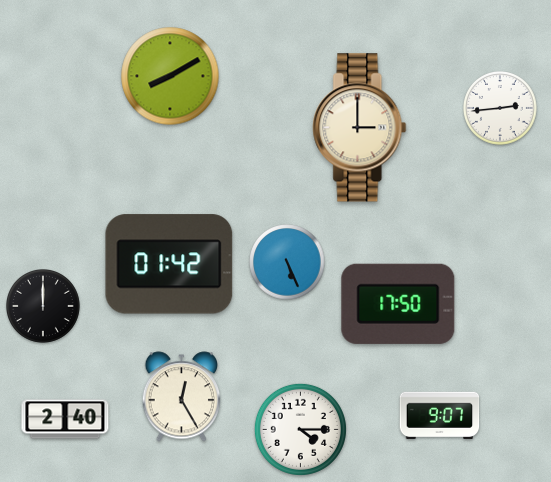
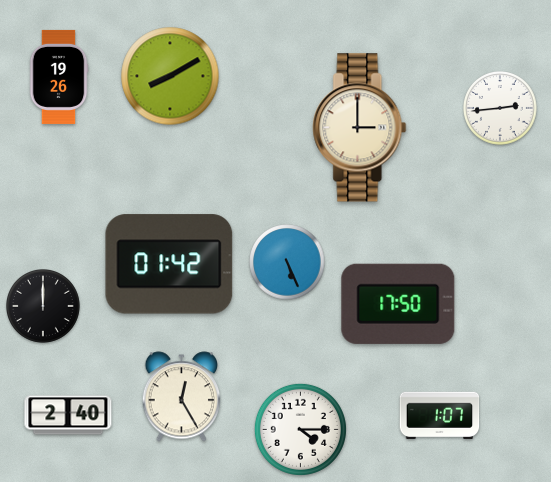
clock at (59, 77): none -> 19:26
clock at (440, 415): 9:07 -> 1:07
clock at (65, 419) position: (65, 419) -> (68, 415)
